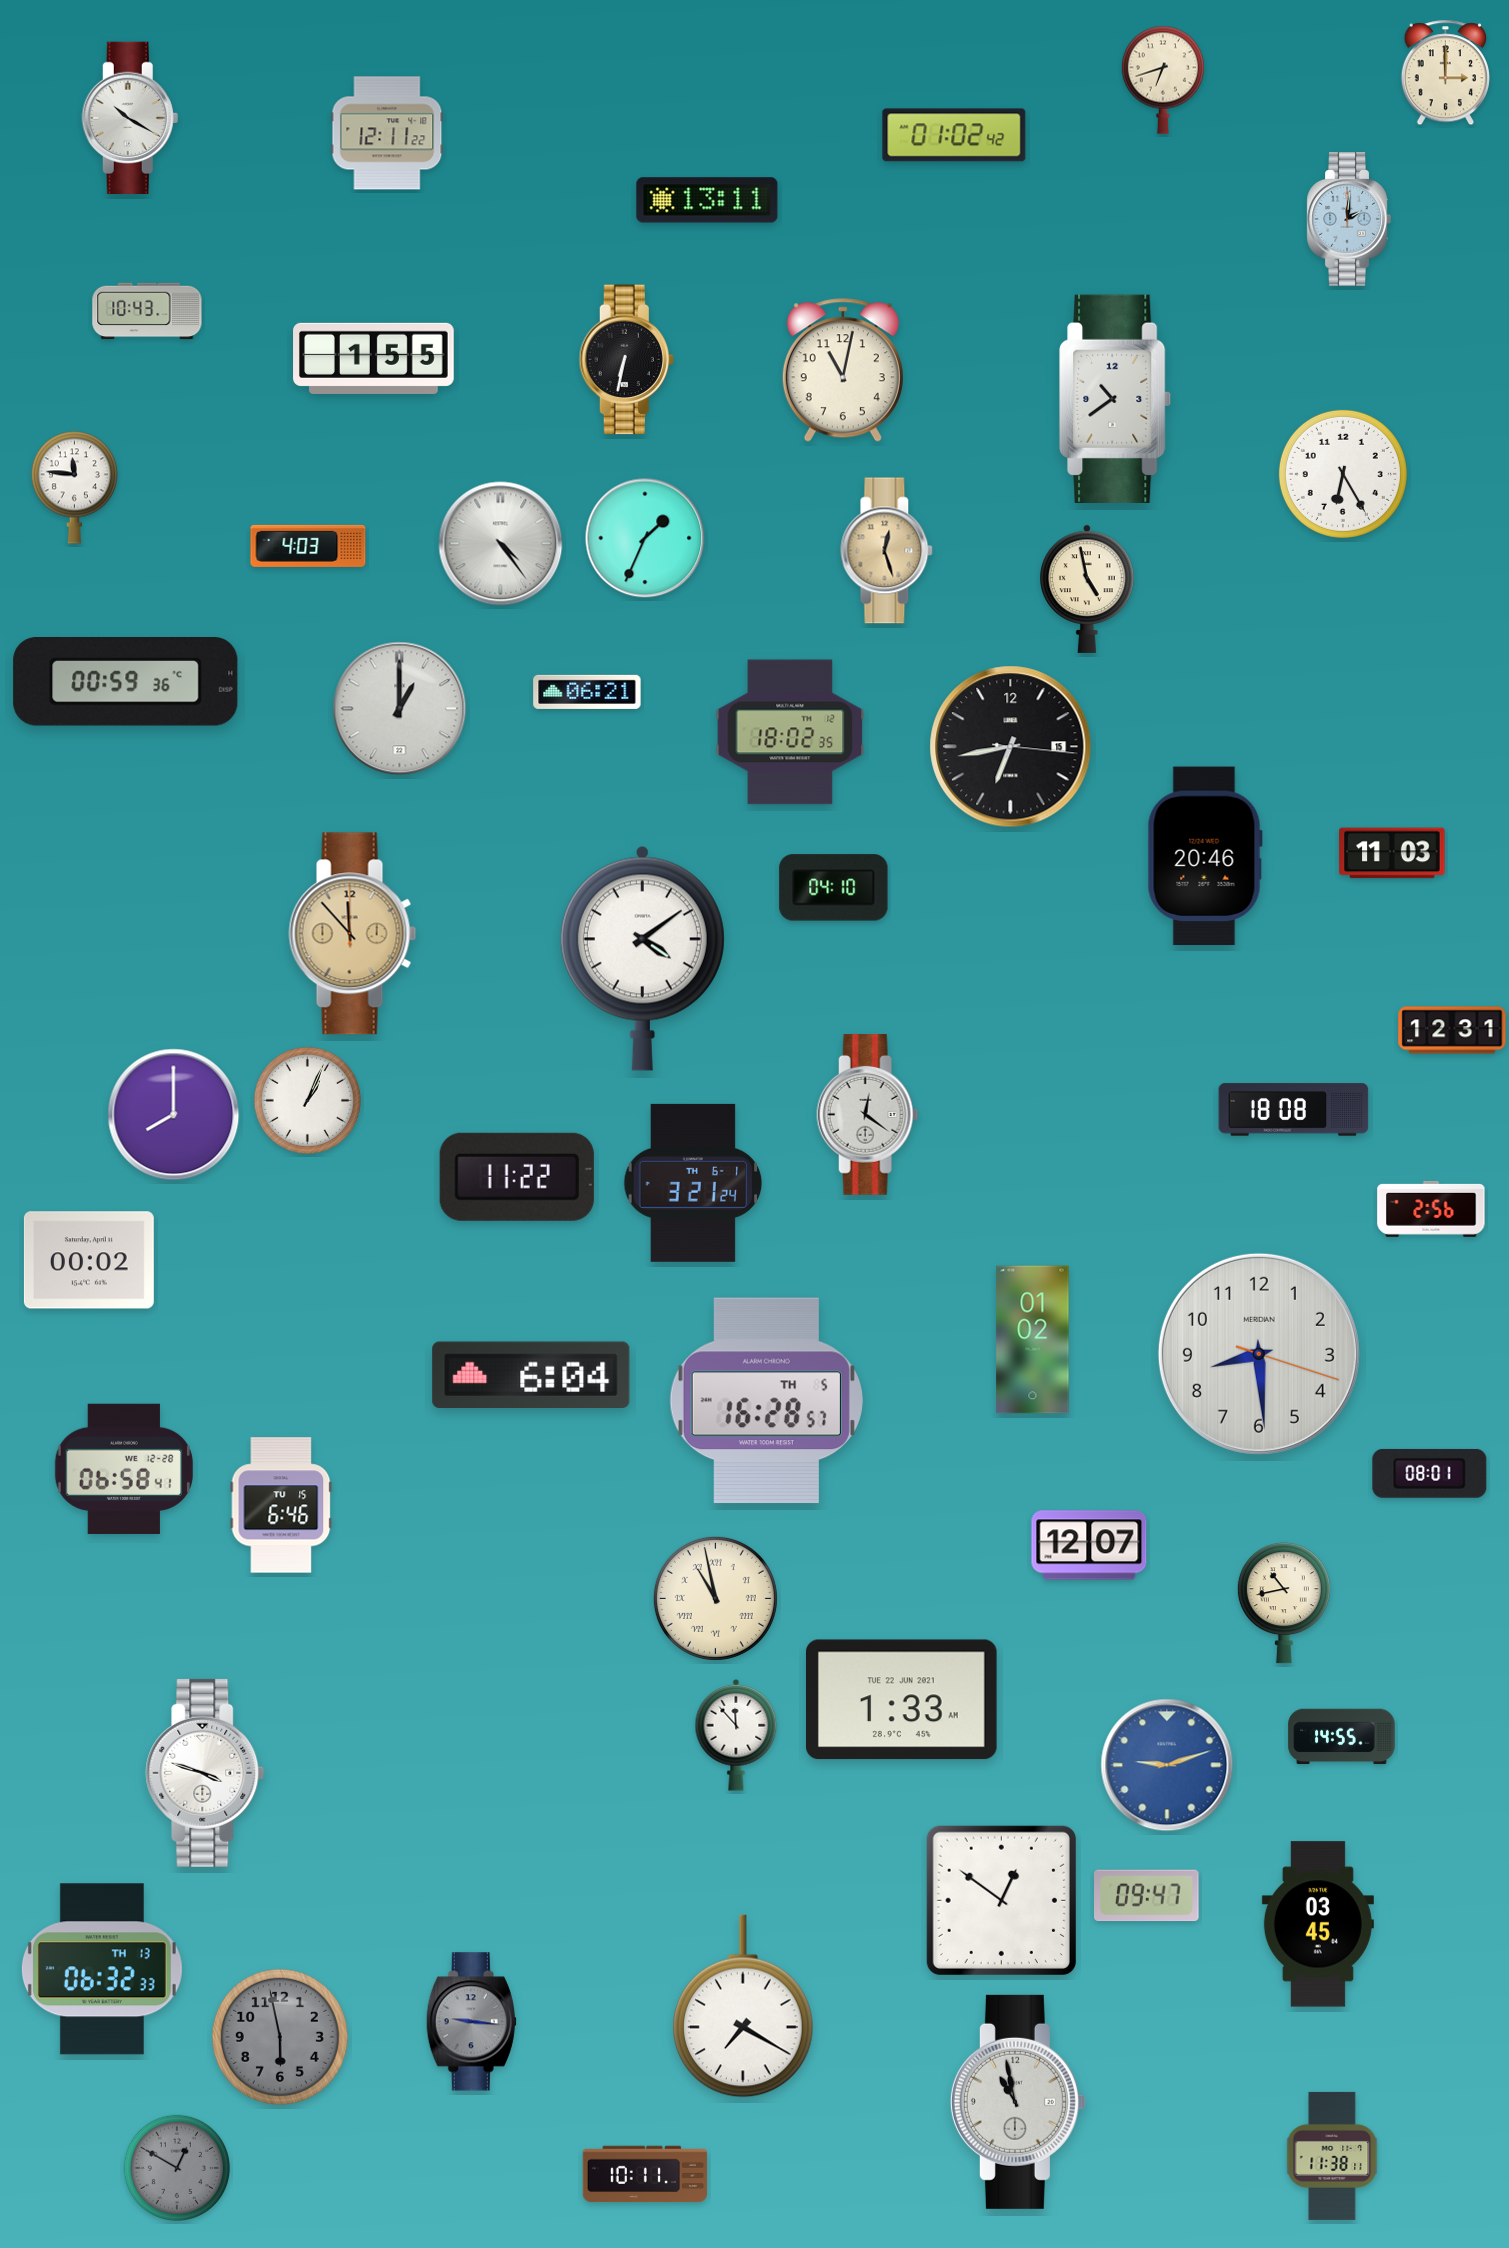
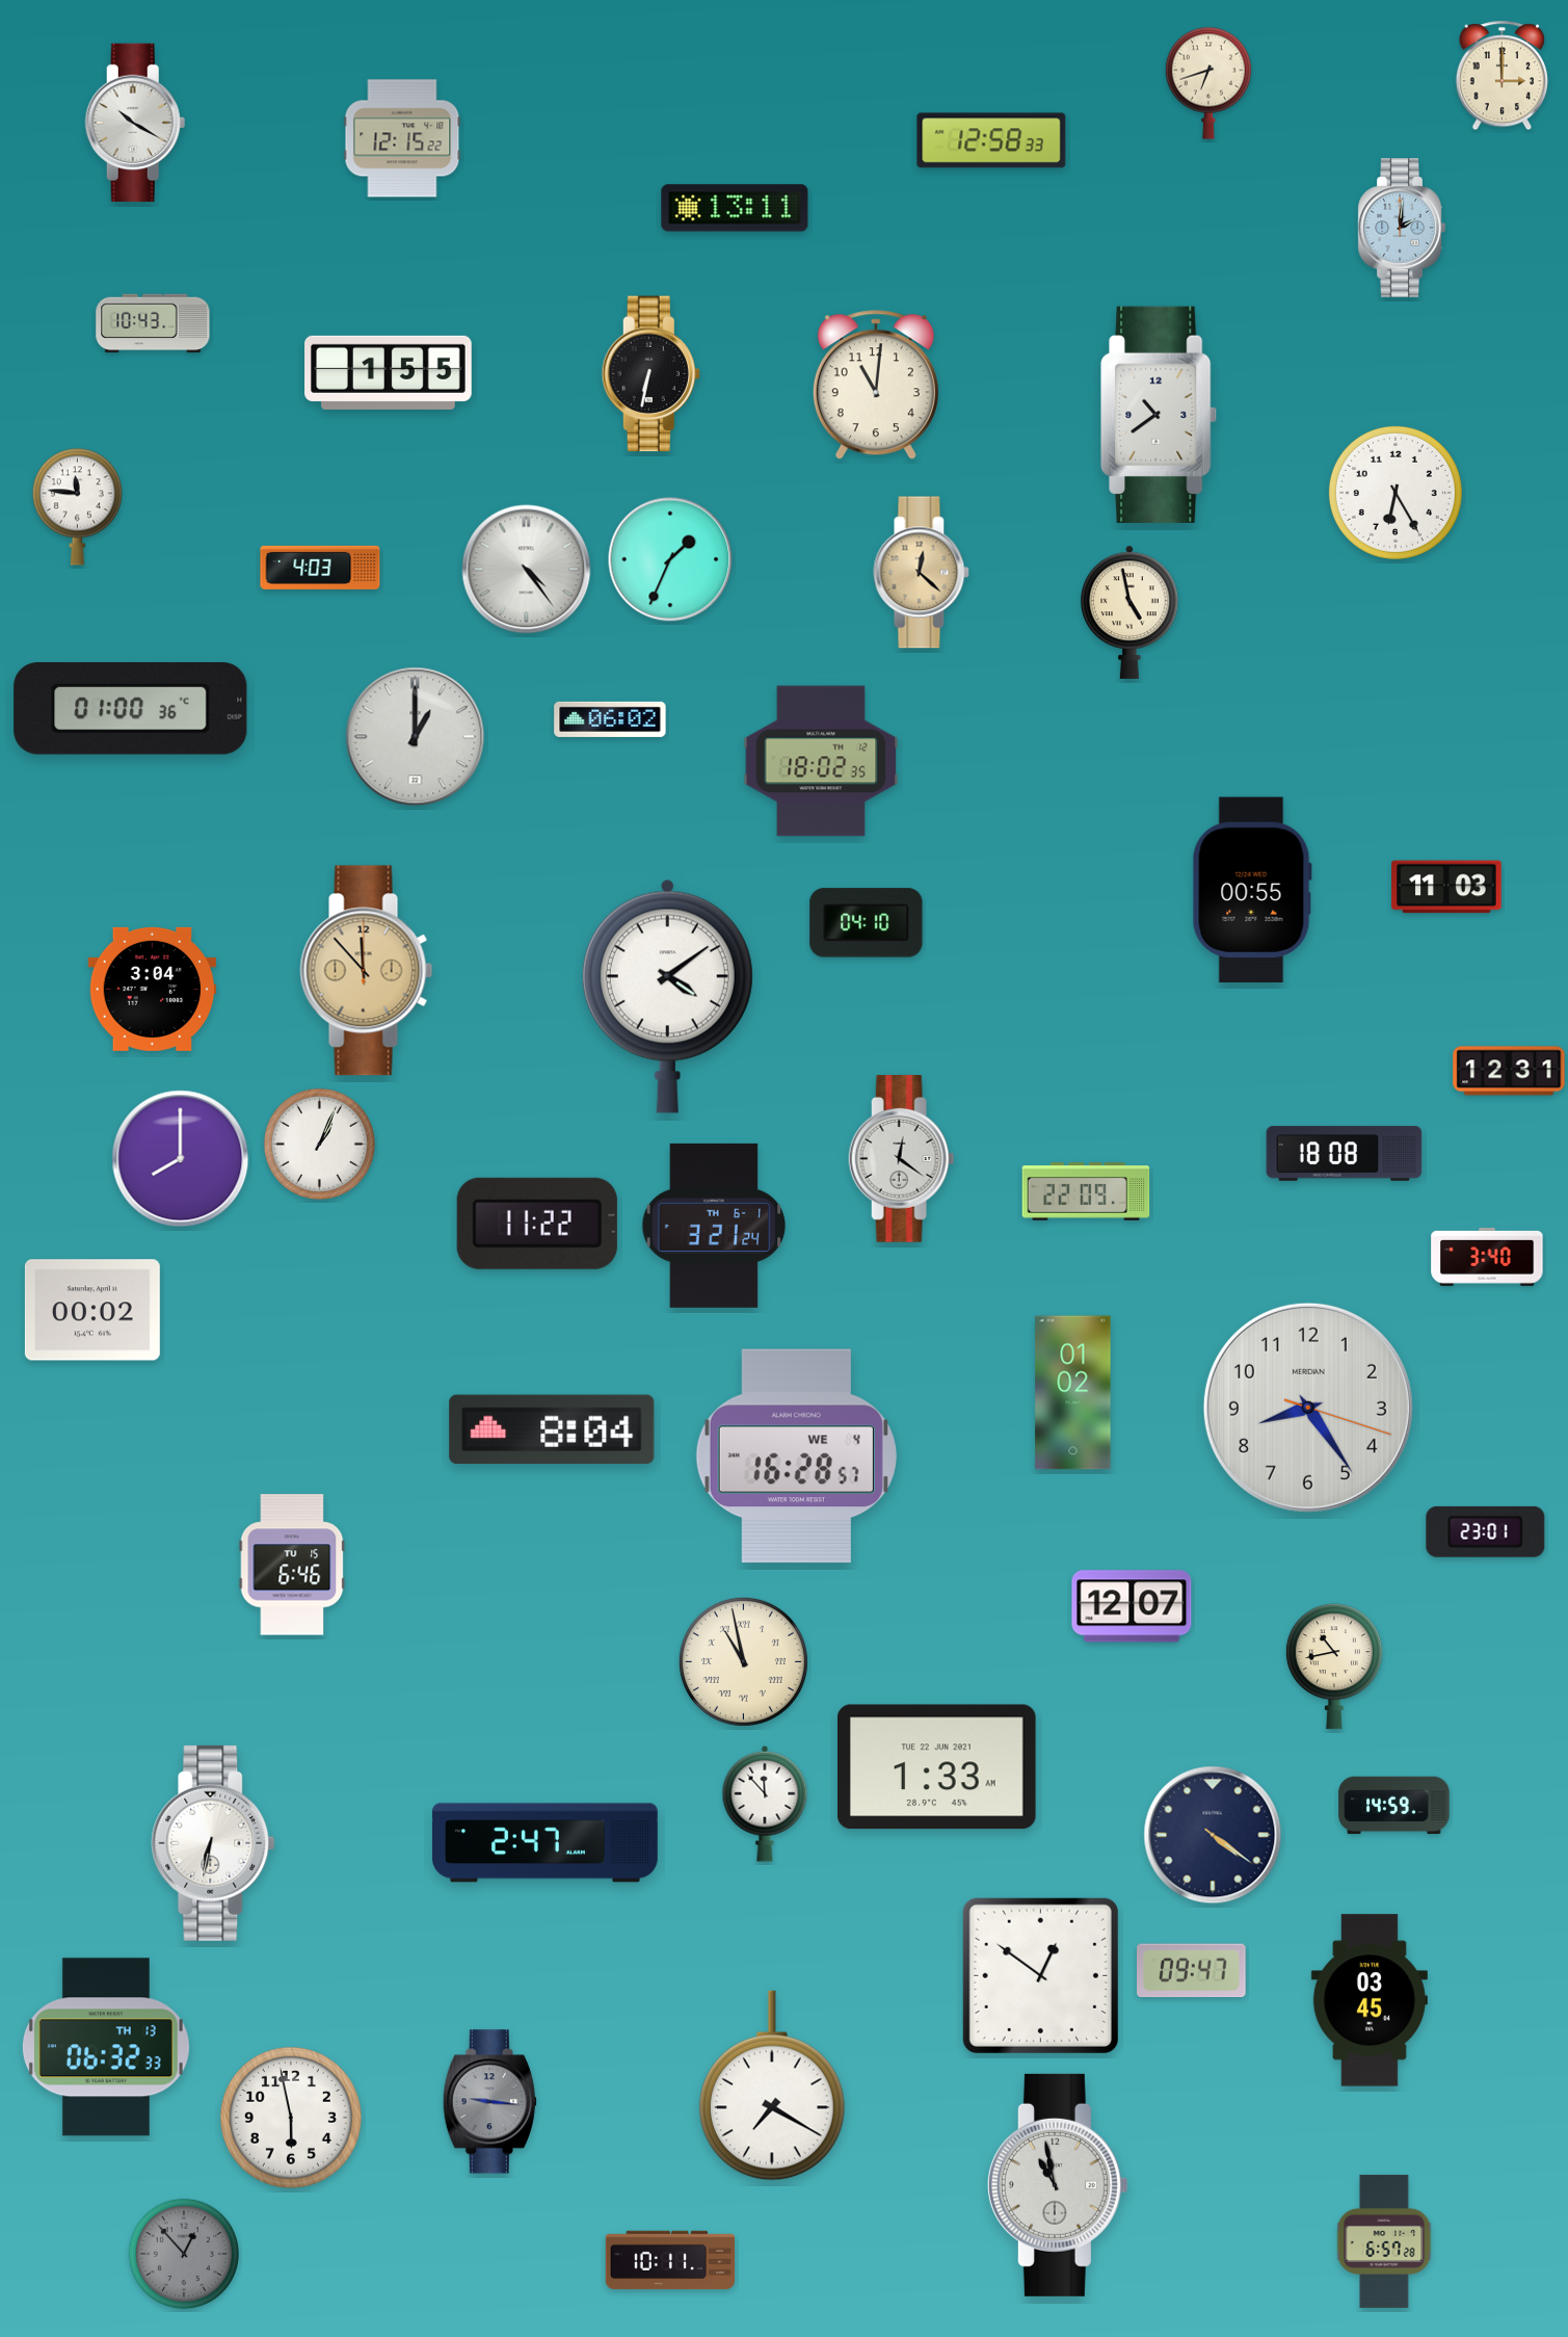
clock at (387, 133): 12:11 -> 12:15
clock at (954, 135): 01:02 -> 12:58
clock at (843, 371): 11:02 -> 11:01
clock at (501, 544) position: (501, 544) -> (527, 570)
clock at (887, 551): 12:27 -> 12:22
clock at (126, 682): 00:59 -> 01:00
clock at (587, 692): 06:21 -> 06:02
clock at (1011, 747): 6:43 -> none
clock at (1205, 856): 20:46 -> 00:55
clock at (153, 989): none -> 3:04
clock at (1086, 1191): none -> 22:09
clock at (693, 1183) position: (693, 1183) -> (714, 1226)
clock at (1431, 1209): 2:56 -> 3:40
clock at (1259, 1354): 8:29 -> 8:24
clock at (531, 1375): 6:04 -> 8:04
clock at (766, 1401) date: TH 5 -> WE 4
clock at (124, 1469): 06:58 -> none
clock at (1430, 1473): 08:01 -> 23:01
clock at (1342, 1737): 14:55 -> 14:59
clock at (1167, 1765): 9:12 -> 4:21
clock at (1167, 1765) dial: blue -> navy
clock at (205, 1773): 3:48 -> 6:32
clock at (546, 1843): none -> 2:47
clock at (280, 2037) dial: grey -> white
clock at (1332, 2156): 11:38 -> 6:57
clock at (177, 2168): 12:50 -> 12:53
